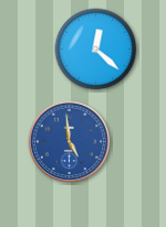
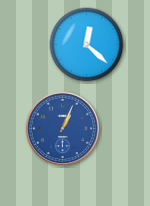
clock at (70, 142): 4:59 -> 1:04
